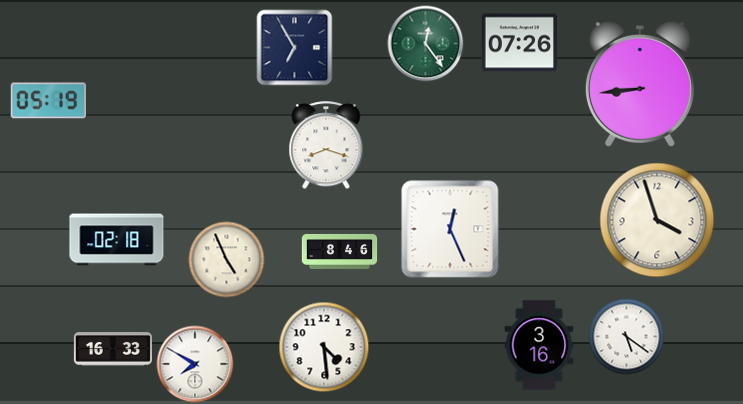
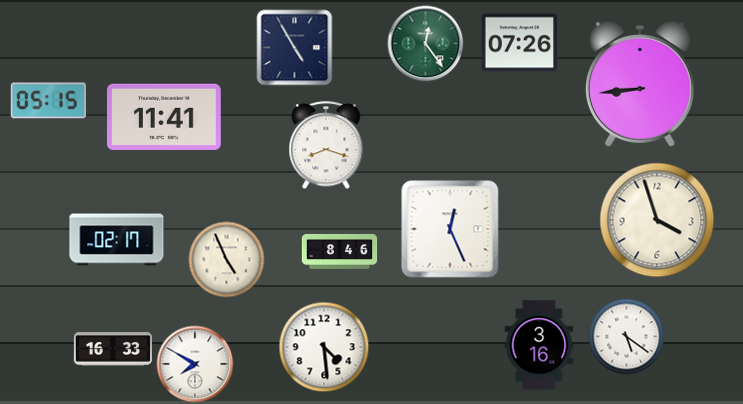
clock at (295, 48): 6:55 -> 4:55
clock at (48, 101): 05:19 -> 05:15
clock at (164, 117): none -> 11:41
clock at (117, 240): 02:18 -> 02:17
